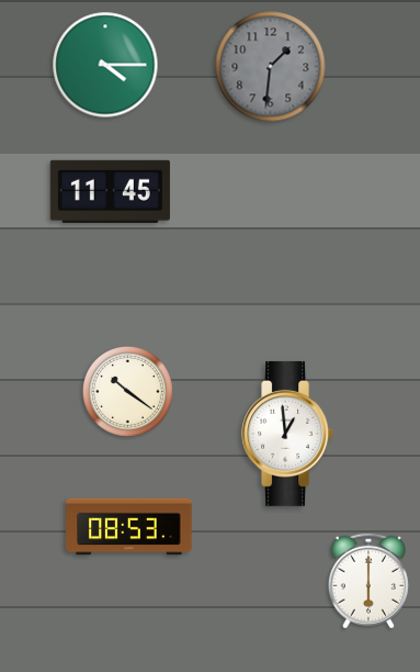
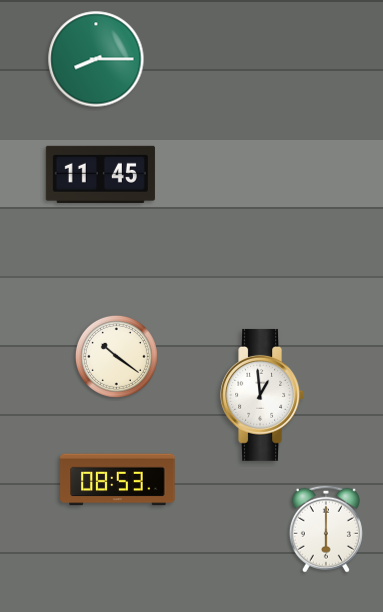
clock at (105, 65): 4:15 -> 8:15
clock at (271, 67): 1:31 -> none
clock at (368, 581) position: (368, 581) -> (326, 529)
